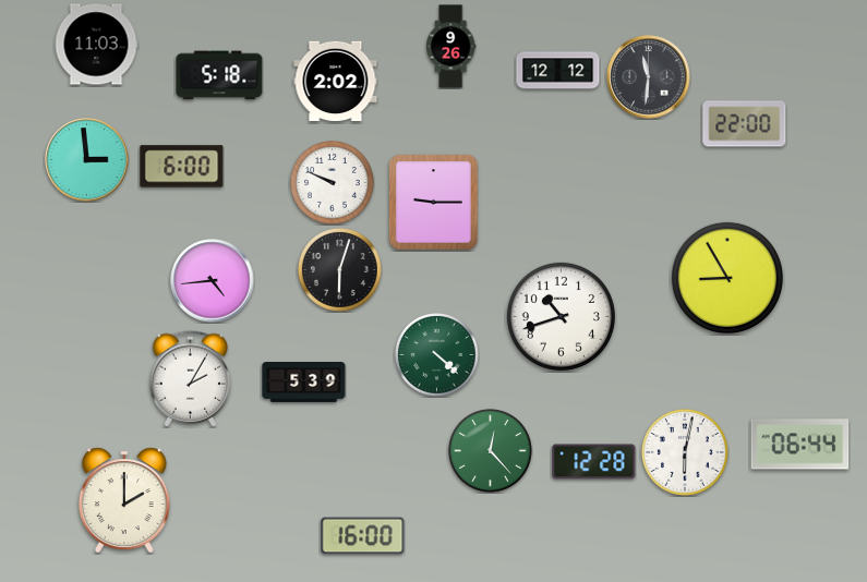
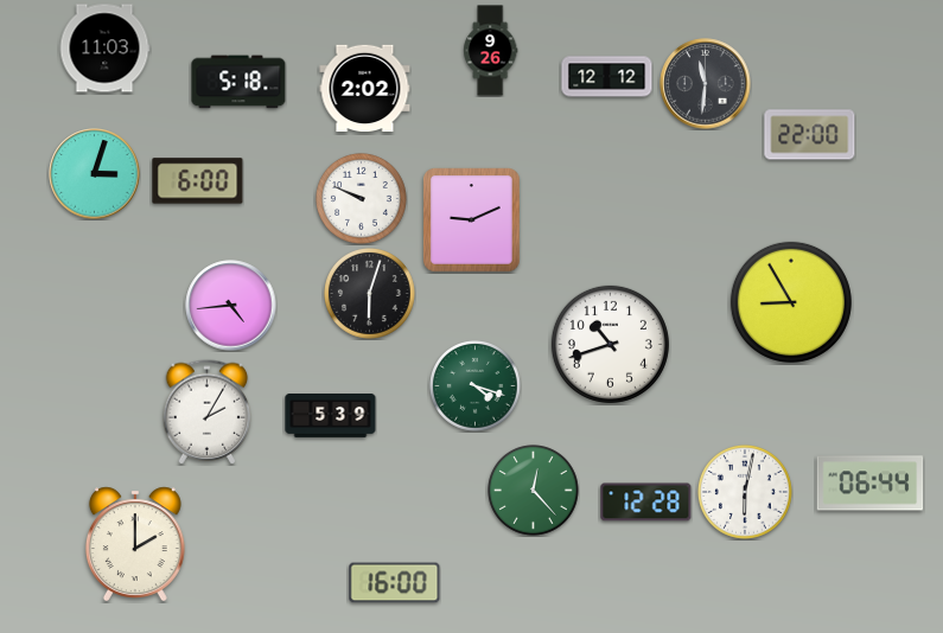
clock at (87, 160): 2:59 -> 3:03
clock at (434, 203): 9:15 -> 9:11
clock at (437, 355): 4:22 -> 4:18
